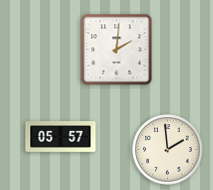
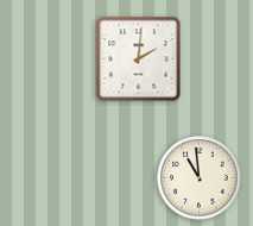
clock at (61, 137): 05:57 -> none
clock at (168, 150): 1:59 -> 10:59
